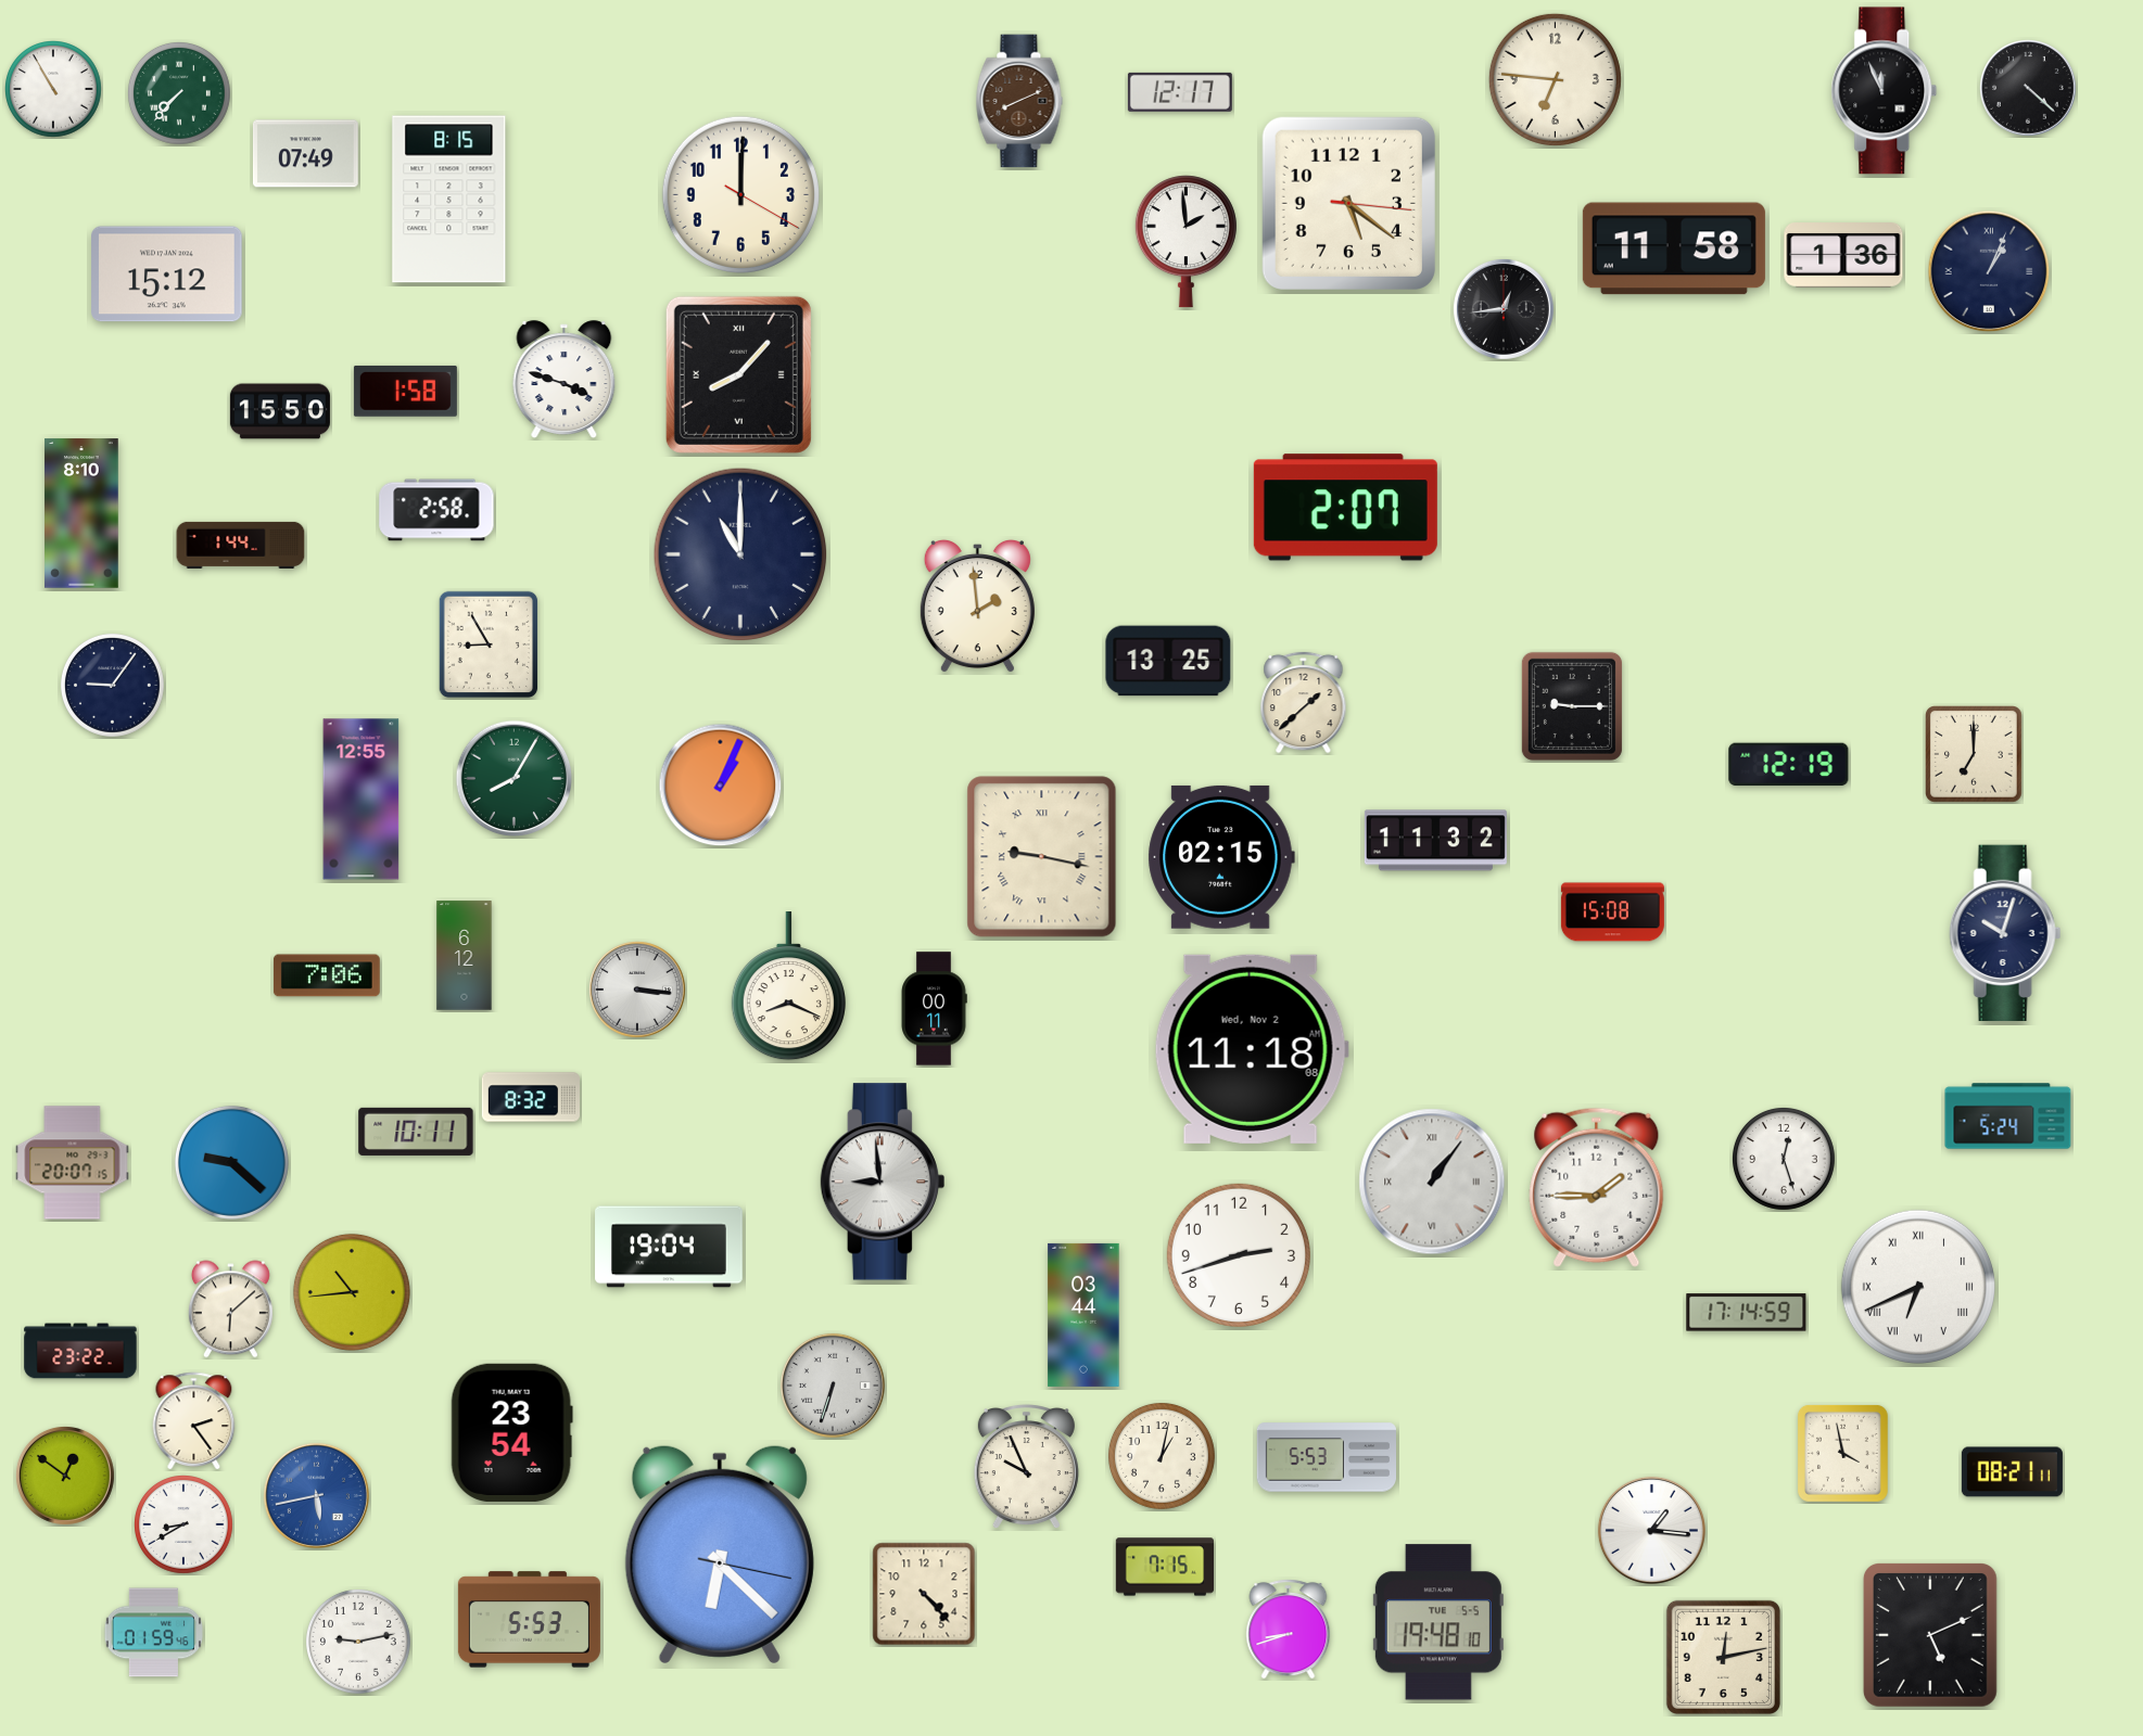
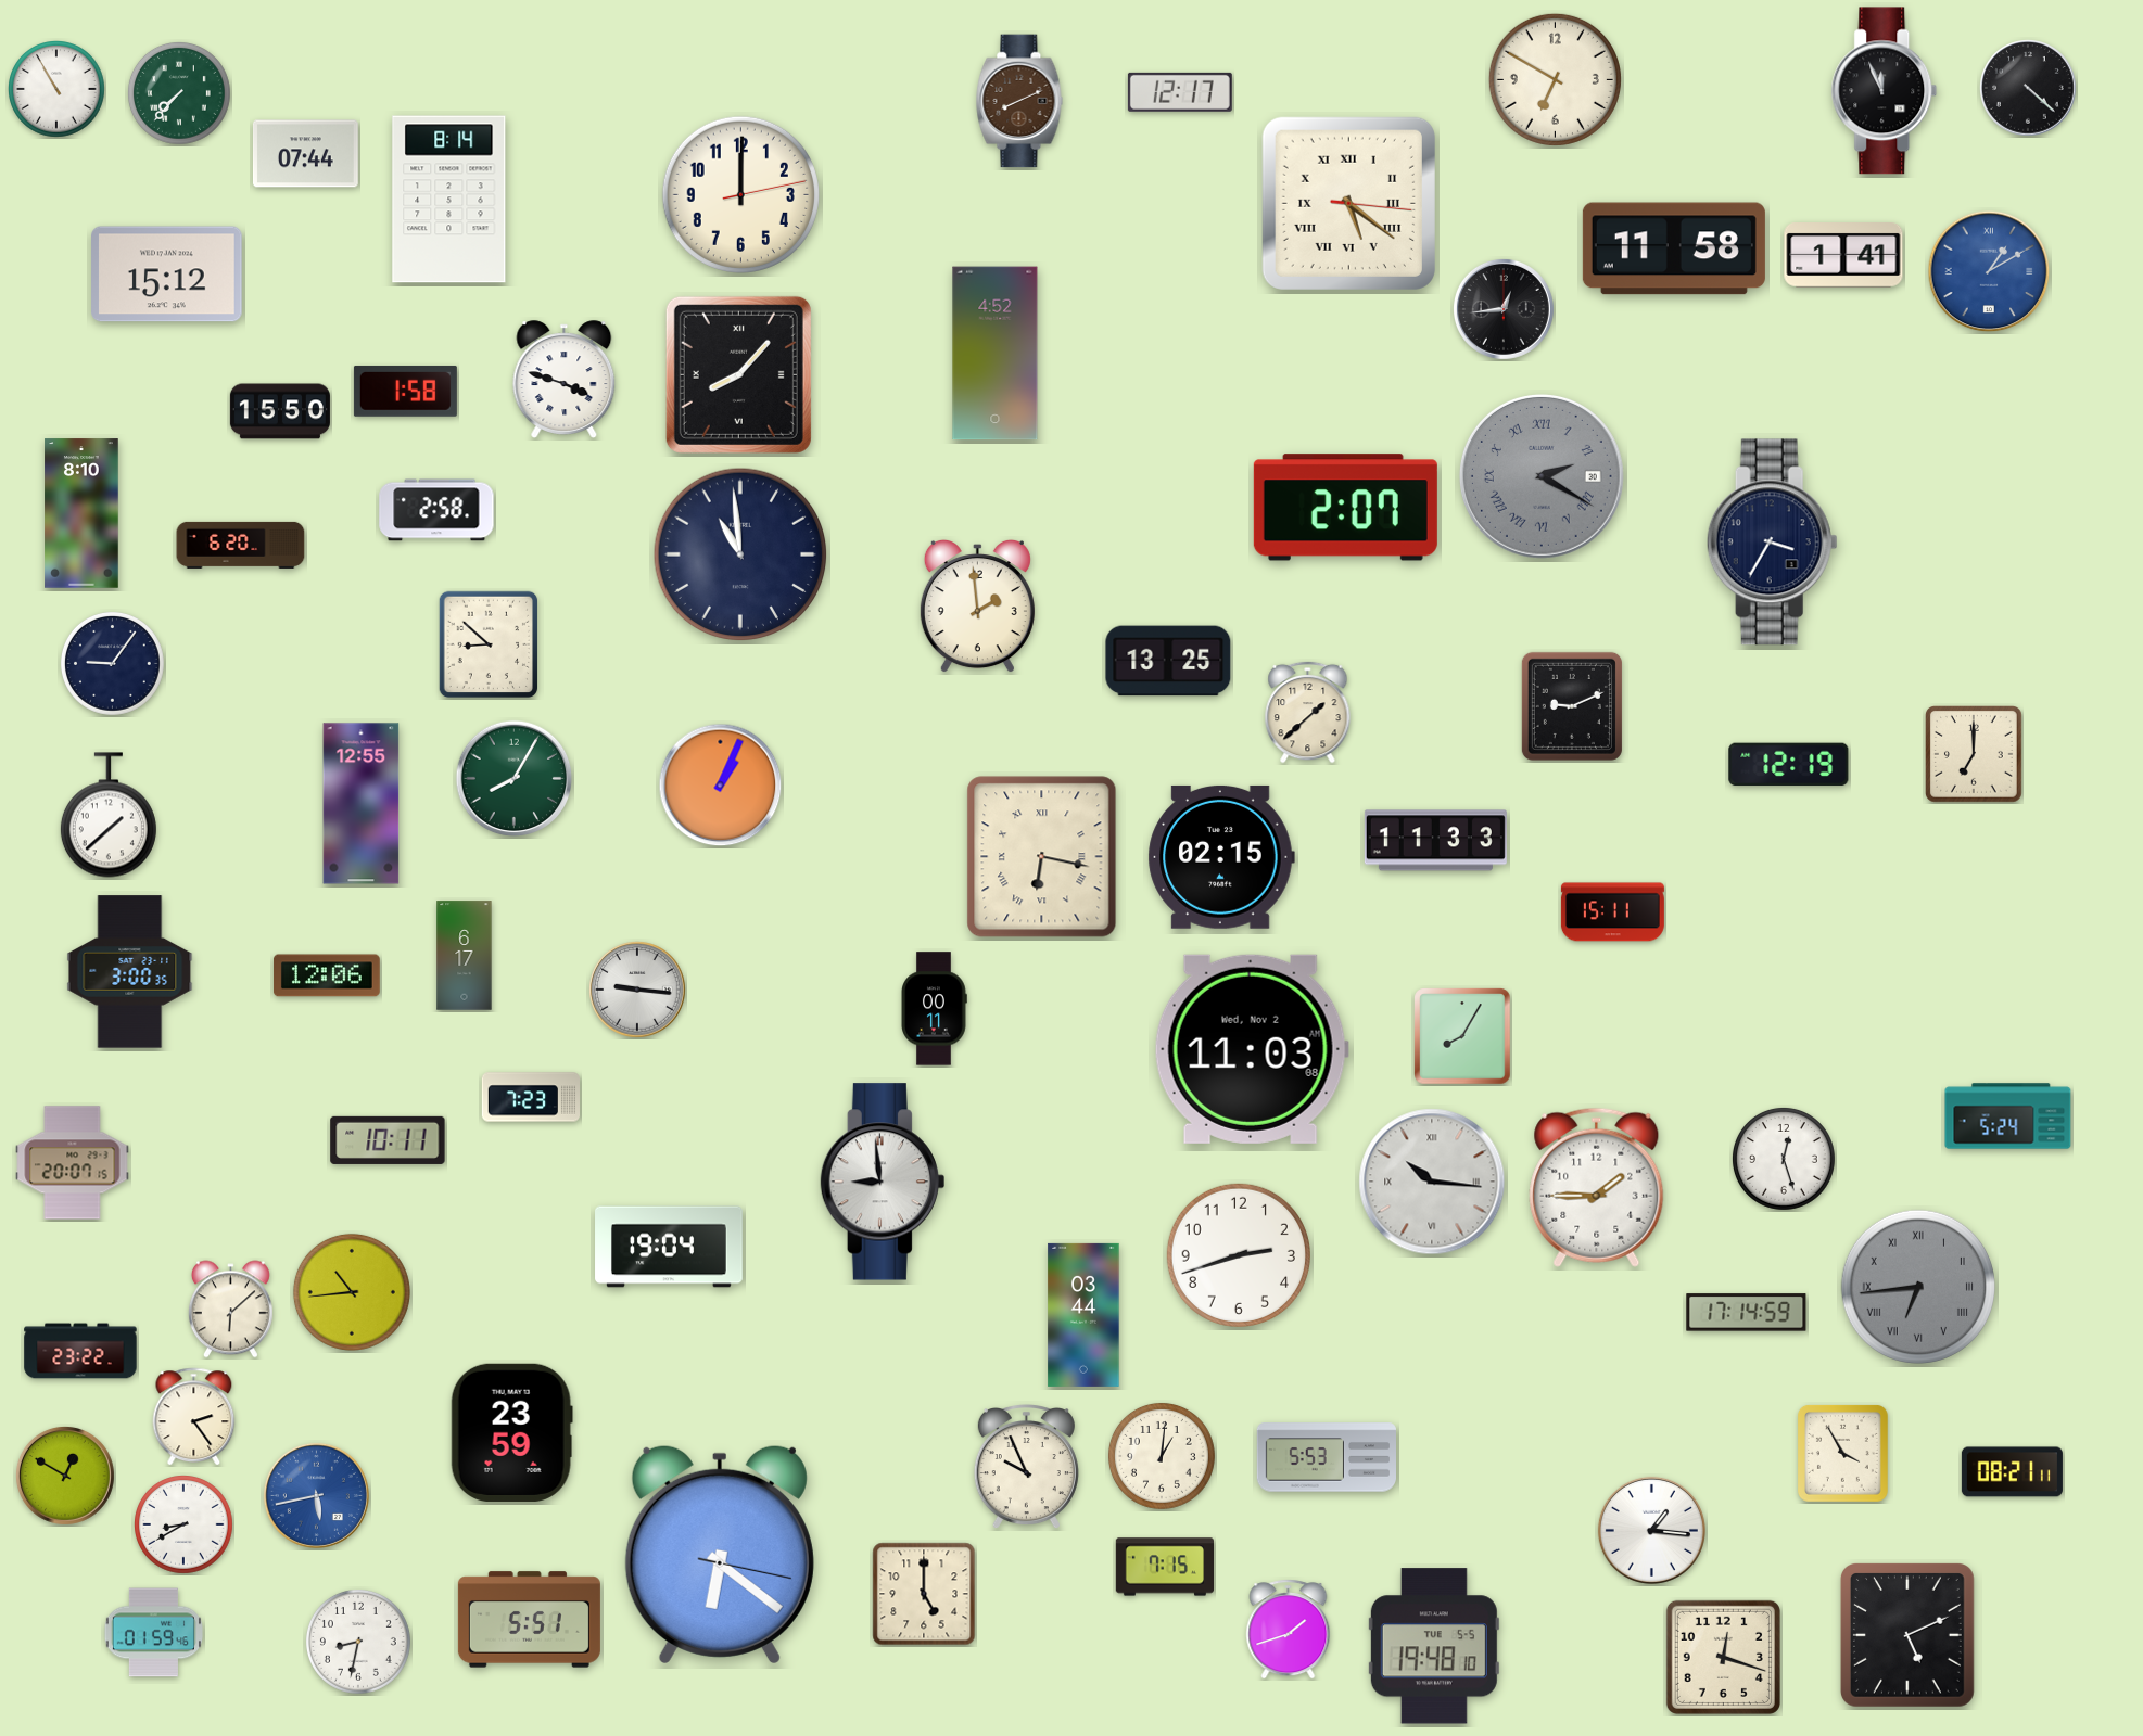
clock at (1555, 79): 6:46 -> 6:50
clock at (54, 90) position: (54, 90) -> (58, 90)
clock at (305, 154): 07:49 -> 07:44
clock at (740, 194): 12:00:20 -> 12:00:13
clock at (449, 200): 8:15 -> 8:14
clock at (1348, 203) numerals: Arabic -> Roman
clock at (1185, 242): 1:59 -> none
clock at (1843, 255): 1:36 -> 1:41
clock at (1989, 271): 1:04 -> 1:10
clock at (1989, 271) dial: navy -> blue
clock at (996, 354): none -> 4:52
clock at (1542, 476): none -> 2:20
clock at (1772, 542): none -> 3:35
clock at (241, 545): 1:44 -> 6:20
clock at (740, 554): 11:00 -> 10:59
clock at (489, 644): 8:55 -> 8:52
clock at (112, 685) position: (112, 685) -> (112, 663)
clock at (1304, 702) position: (1304, 702) -> (1308, 712)
clock at (1572, 706): 9:15 -> 9:11
clock at (362, 800) position: (362, 800) -> (362, 804)
clock at (109, 815): none -> 1:38
clock at (1435, 841): 11:32 -> 11:33
clock at (1042, 857): 9:17 -> 6:17
clock at (1612, 912): 15:08 -> 15:11
clock at (2005, 933): 10:03 -> none
clock at (465, 956): 6:12 -> 6:17
clock at (130, 972): none -> 3:00
clock at (327, 975): 7:06 -> 12:06
clock at (788, 987): 8:19 -> none
clock at (638, 991): 3:16 -> 9:16
clock at (1462, 1036): none -> 8:05
clock at (1252, 1049): 11:18 -> 11:03
clock at (531, 1097): 8:32 -> 7:23
clock at (416, 1132) position: (416, 1132) -> (388, 1140)
clock at (231, 1162): 9:22 -> none
clock at (1432, 1182): 1:06 -> 10:16
clock at (1918, 1287): 6:41 -> 6:44
clock at (1918, 1287) dial: white -> grey
clock at (833, 1386): 6:33 -> none
clock at (194, 1421) position: (194, 1421) -> (194, 1417)
clock at (511, 1432): 23:54 -> 23:59
clock at (1842, 1453): 3:58 -> 3:55
clock at (1162, 1456): 1:02 -> 1:01
clock at (65, 1476): 12:51 -> 12:50
clock at (720, 1554): 6:22 -> 6:21
clock at (924, 1594): 4:23 -> 5:00
clock at (529, 1620): 5:53 -> 5:51
clock at (1438, 1622) position: (1438, 1622) -> (1434, 1646)
clock at (1289, 1630): 8:42 -> 1:42
clock at (1930, 1636) position: (1930, 1636) -> (1907, 1636)
clock at (358, 1642): 9:13 -> 8:32
clock at (1723, 1657): 12:13 -> 12:18
